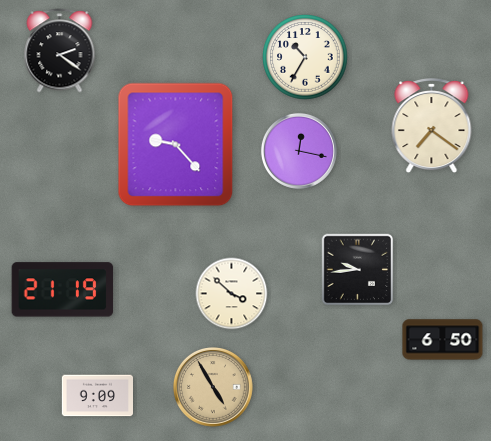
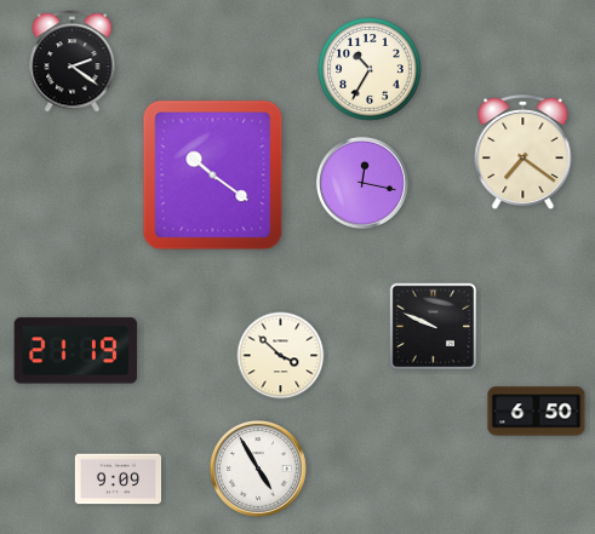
clock at (176, 145): 9:23 -> 10:21
clock at (358, 270): 9:44 -> 9:49
clock at (214, 388) dial: champagne -> white
